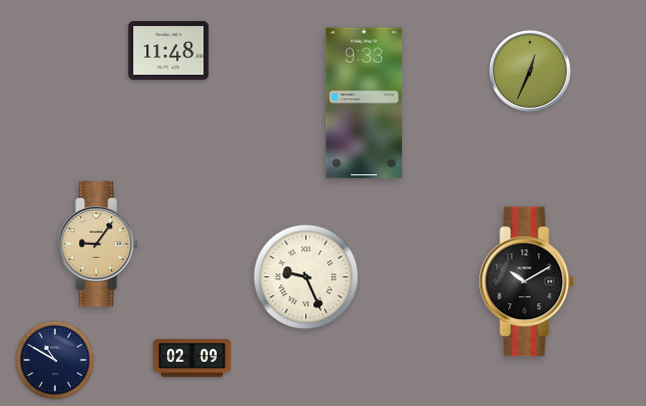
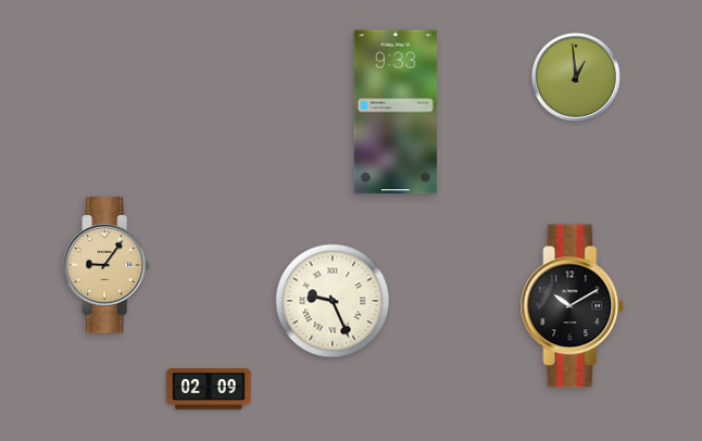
clock at (169, 51): 11:48 -> none
clock at (530, 71): 12:34 -> 12:59
clock at (55, 360): 10:50 -> none
